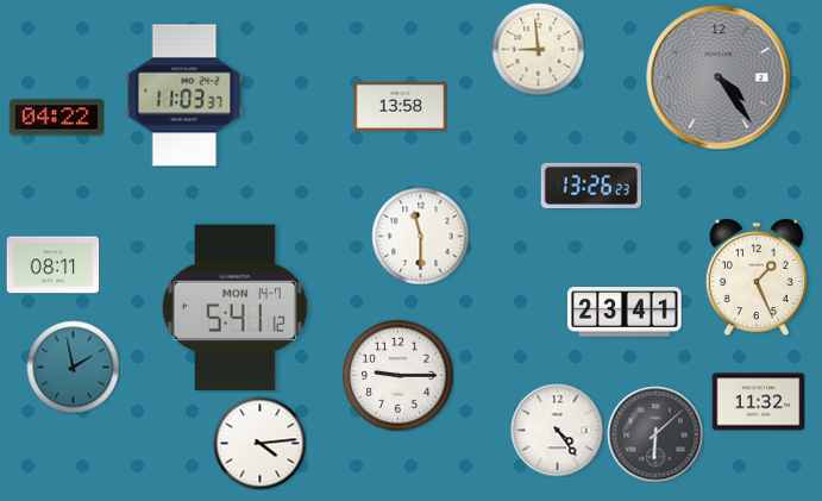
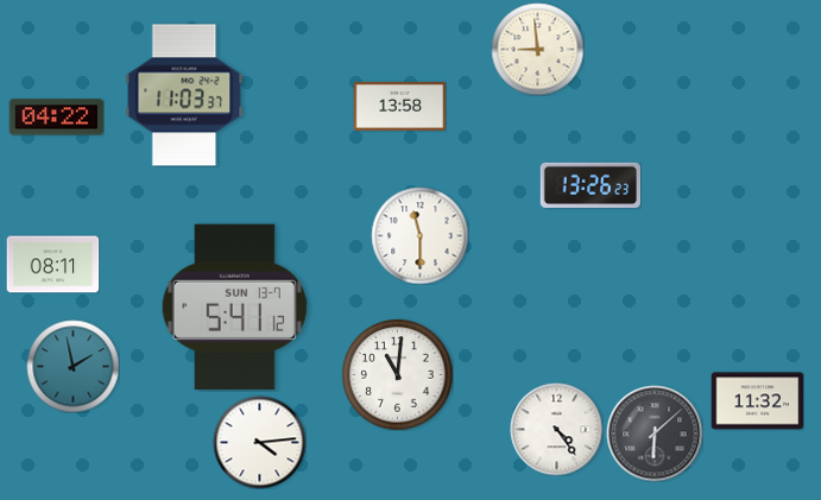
clock at (719, 77): 4:24 -> none
clock at (757, 278): 1:26 -> none
clock at (234, 307) date: MON 14-7 -> SUN 13-7
clock at (626, 312): 23:41 -> none
clock at (397, 375): 9:15 -> 11:01
